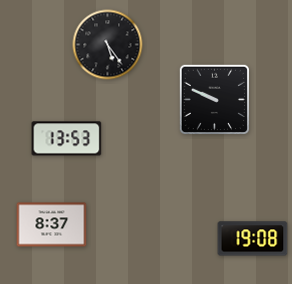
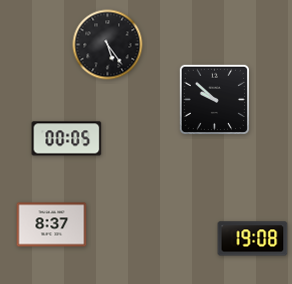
clock at (215, 100): 9:49 -> 9:52
clock at (67, 139): 13:53 -> 00:05
